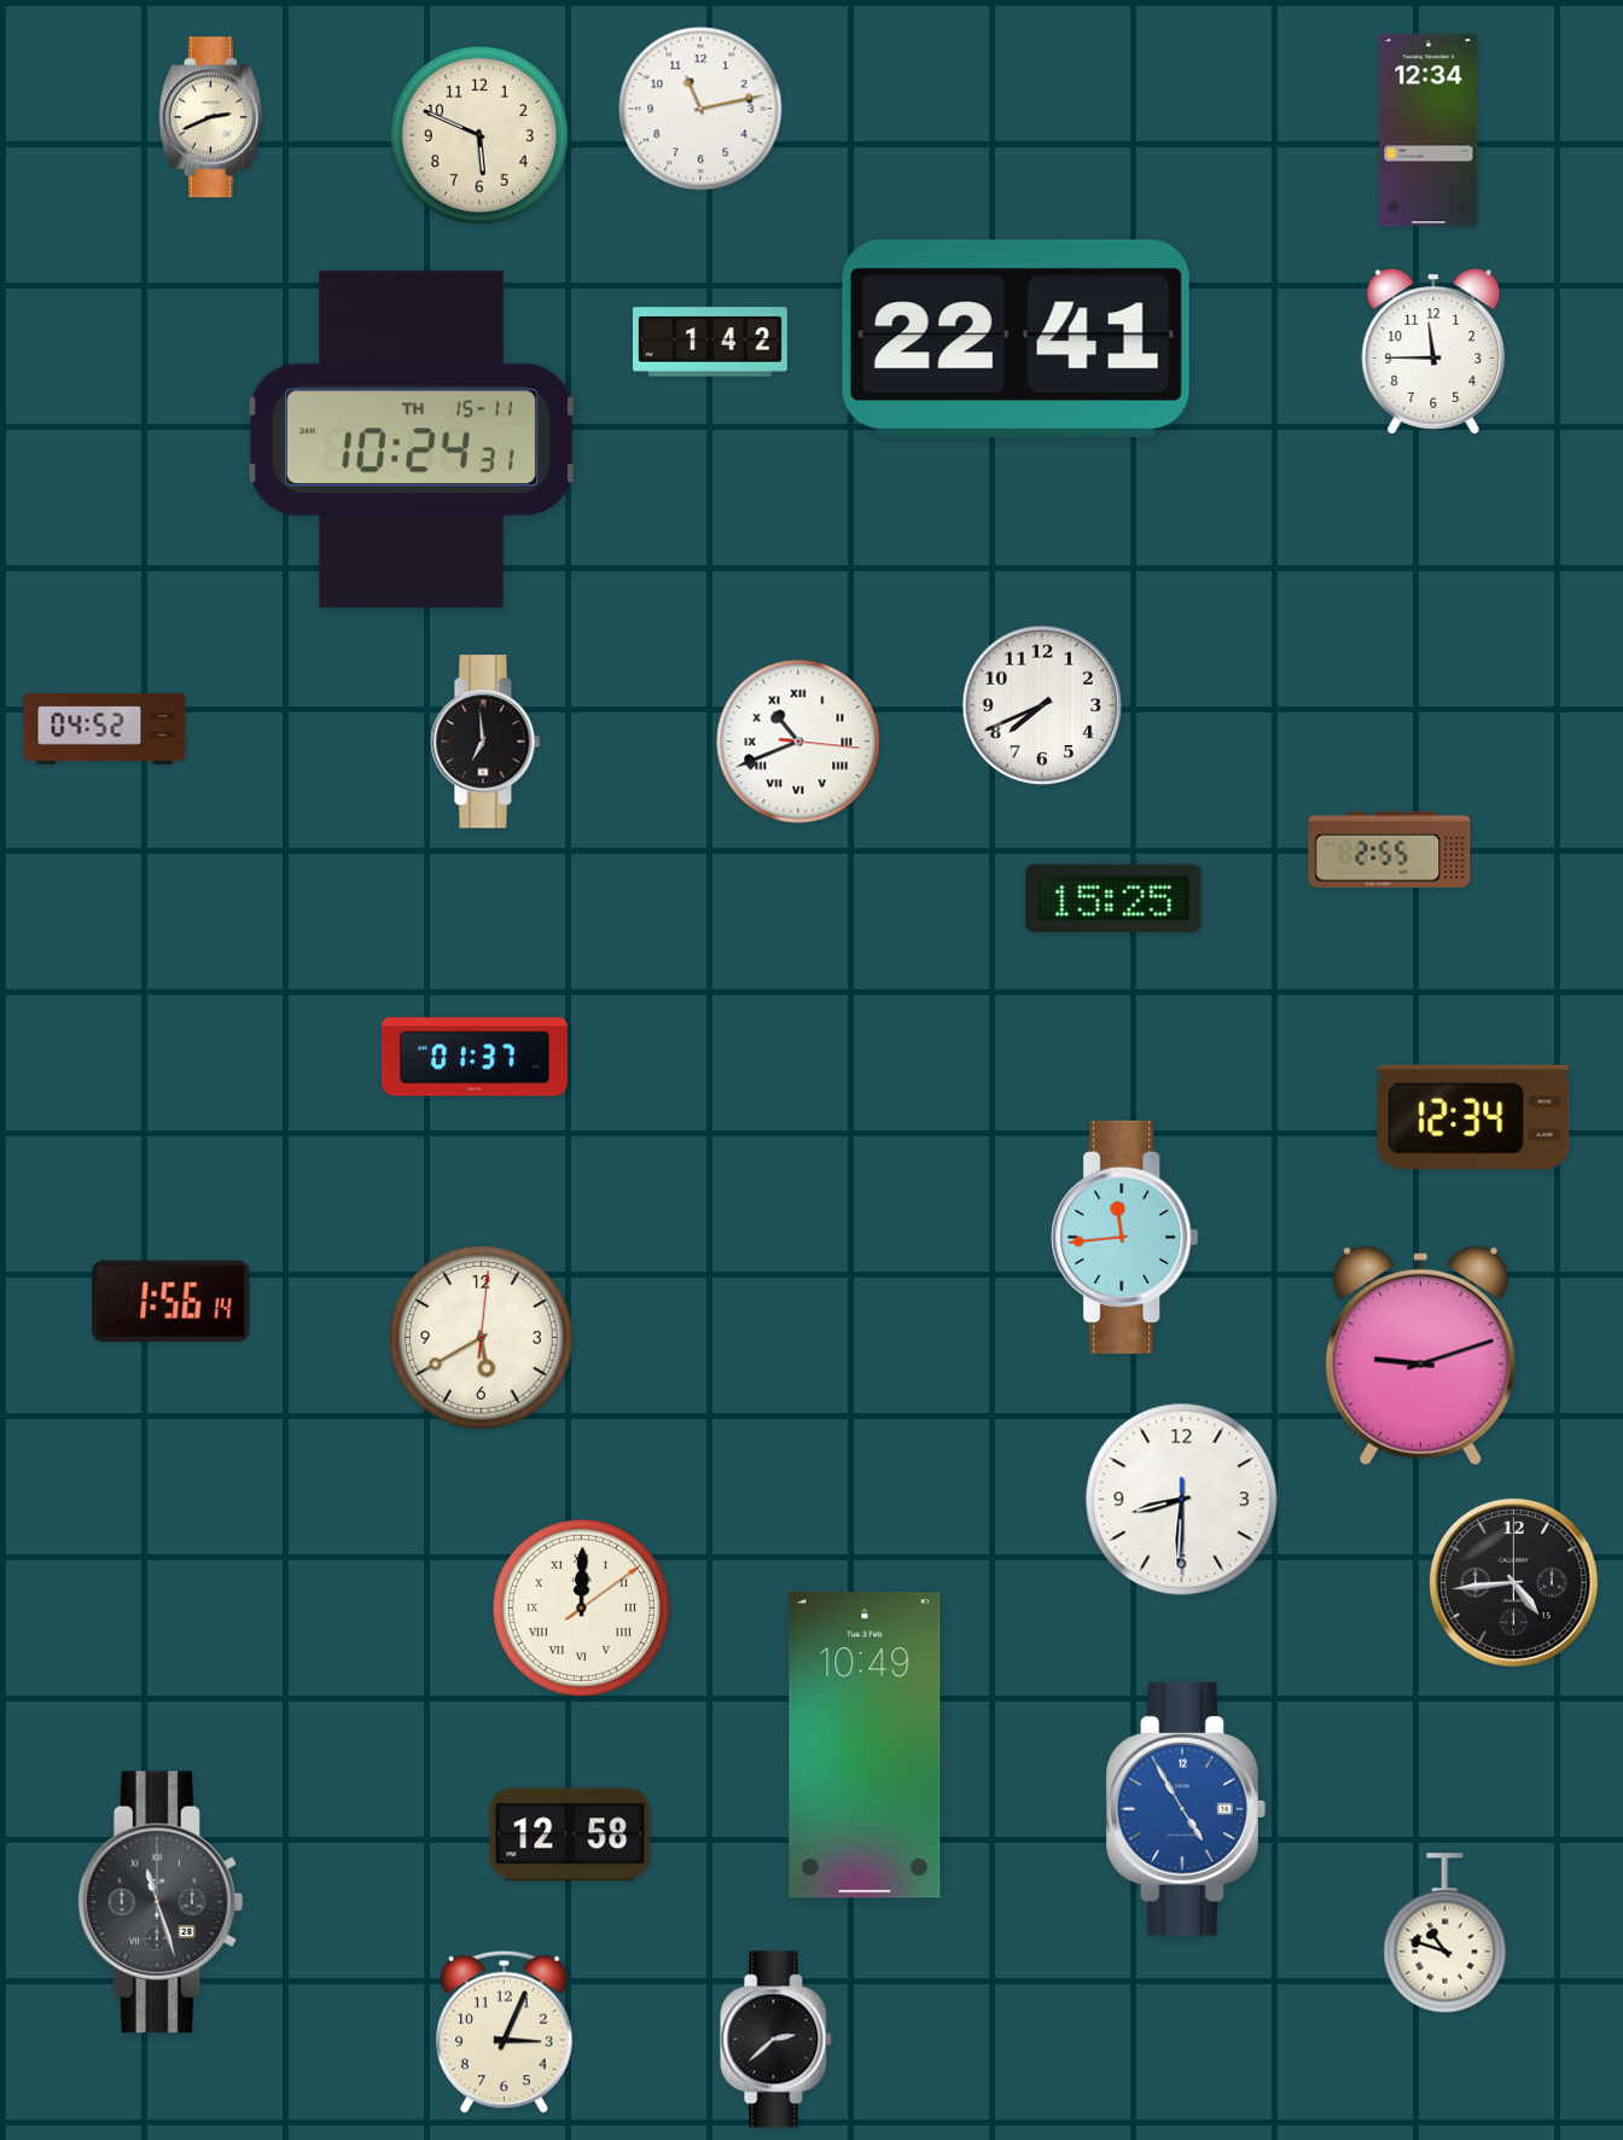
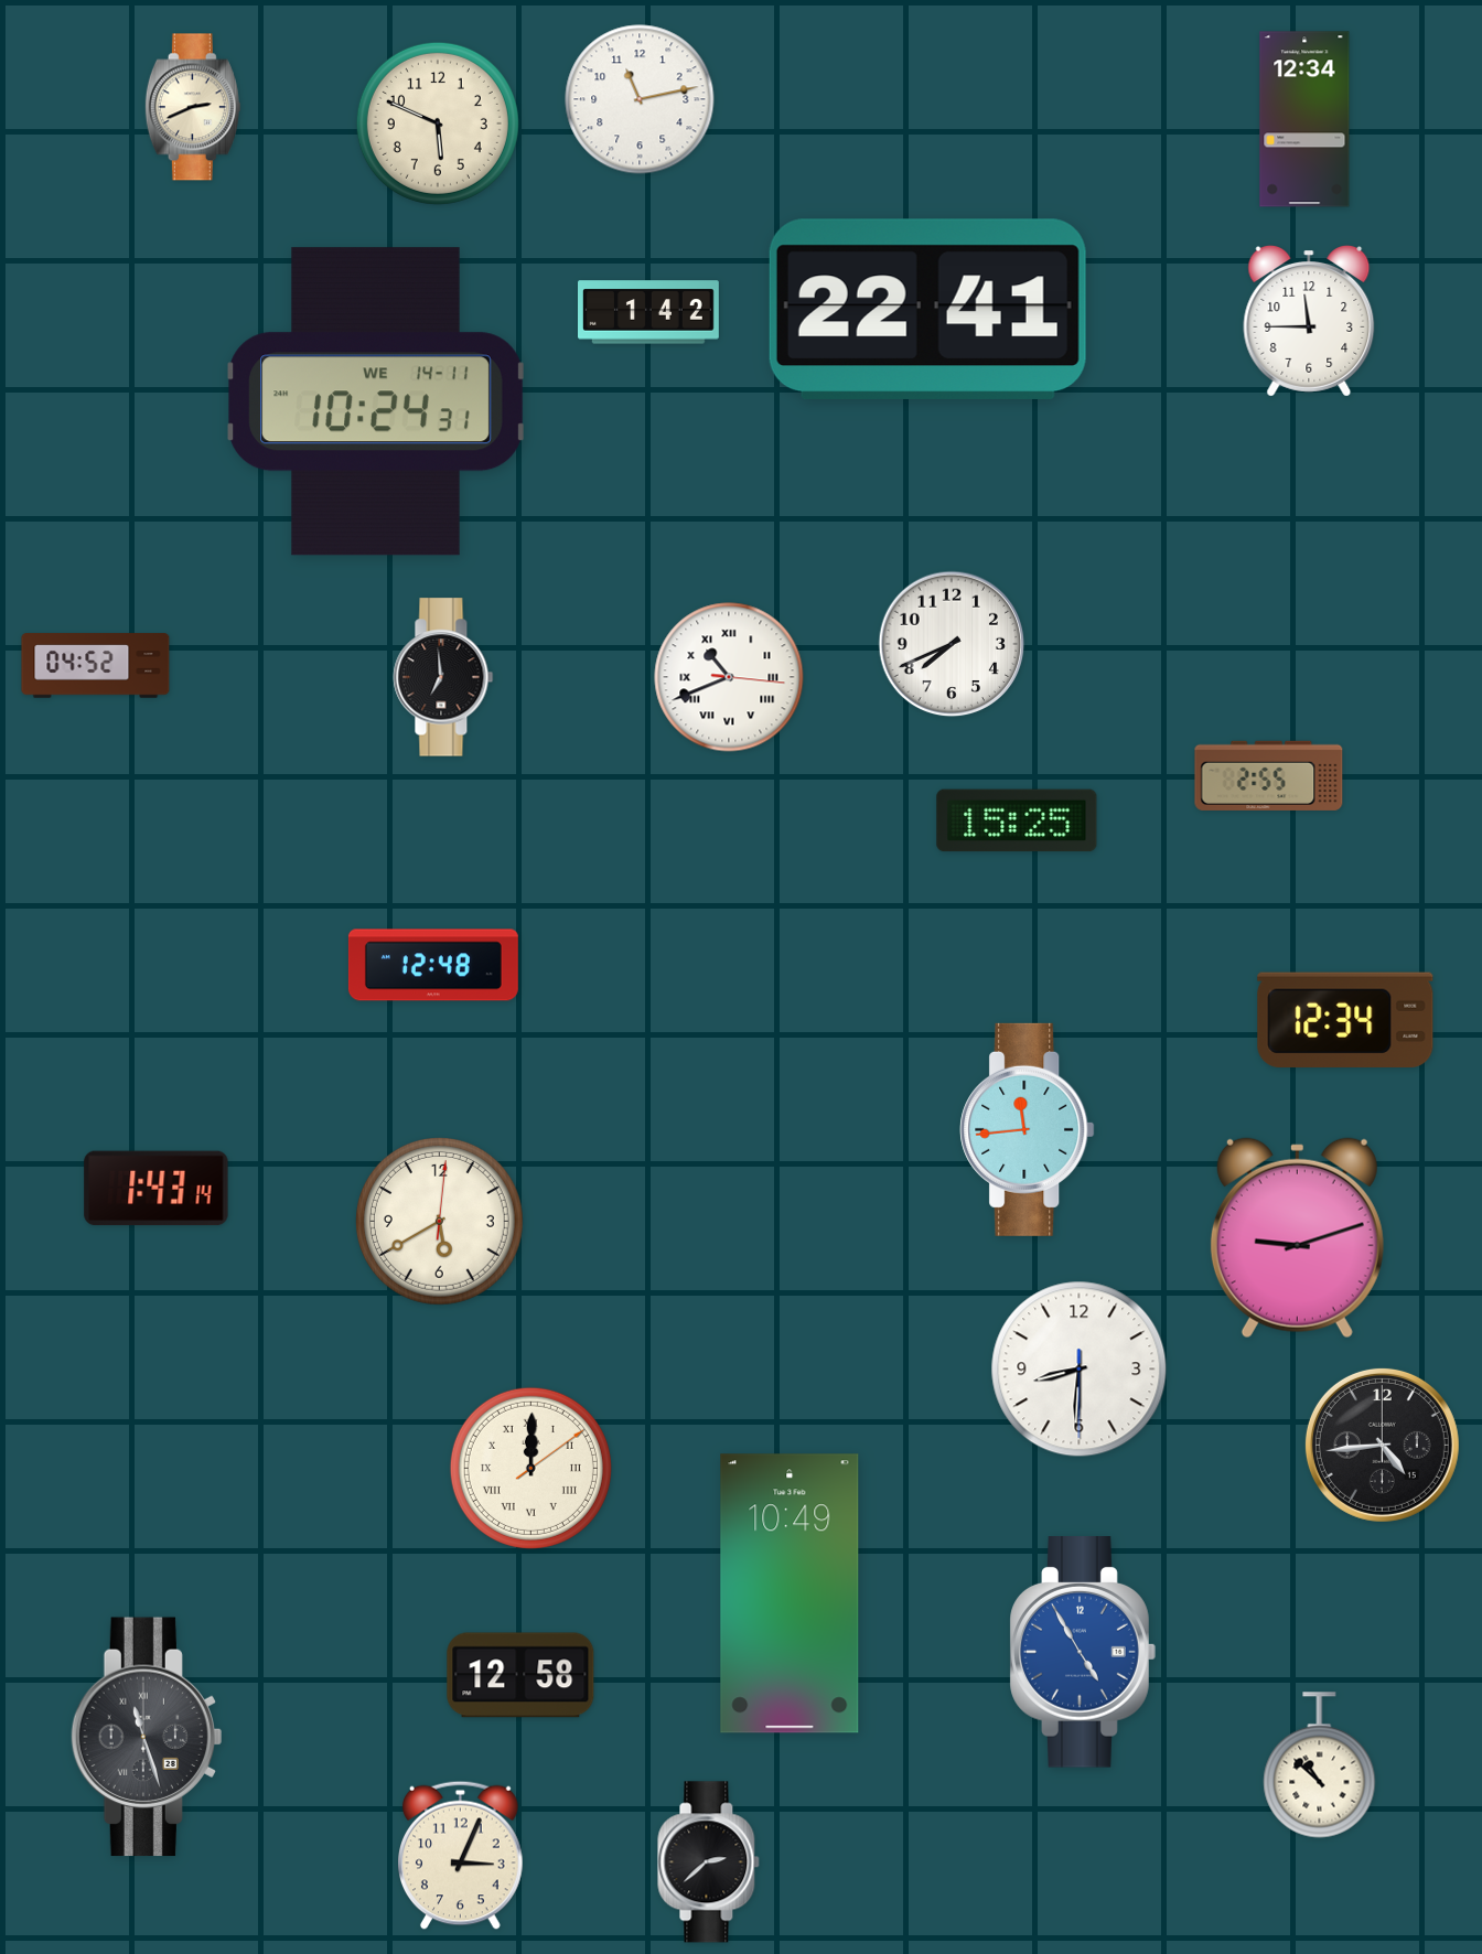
clock at (412, 440) date: TH 15-11 -> WE 14-11
clock at (475, 1057): 01:37 -> 12:48
clock at (171, 1302): 1:56 -> 1:43
clock at (1445, 1933): 10:48 -> 10:52
